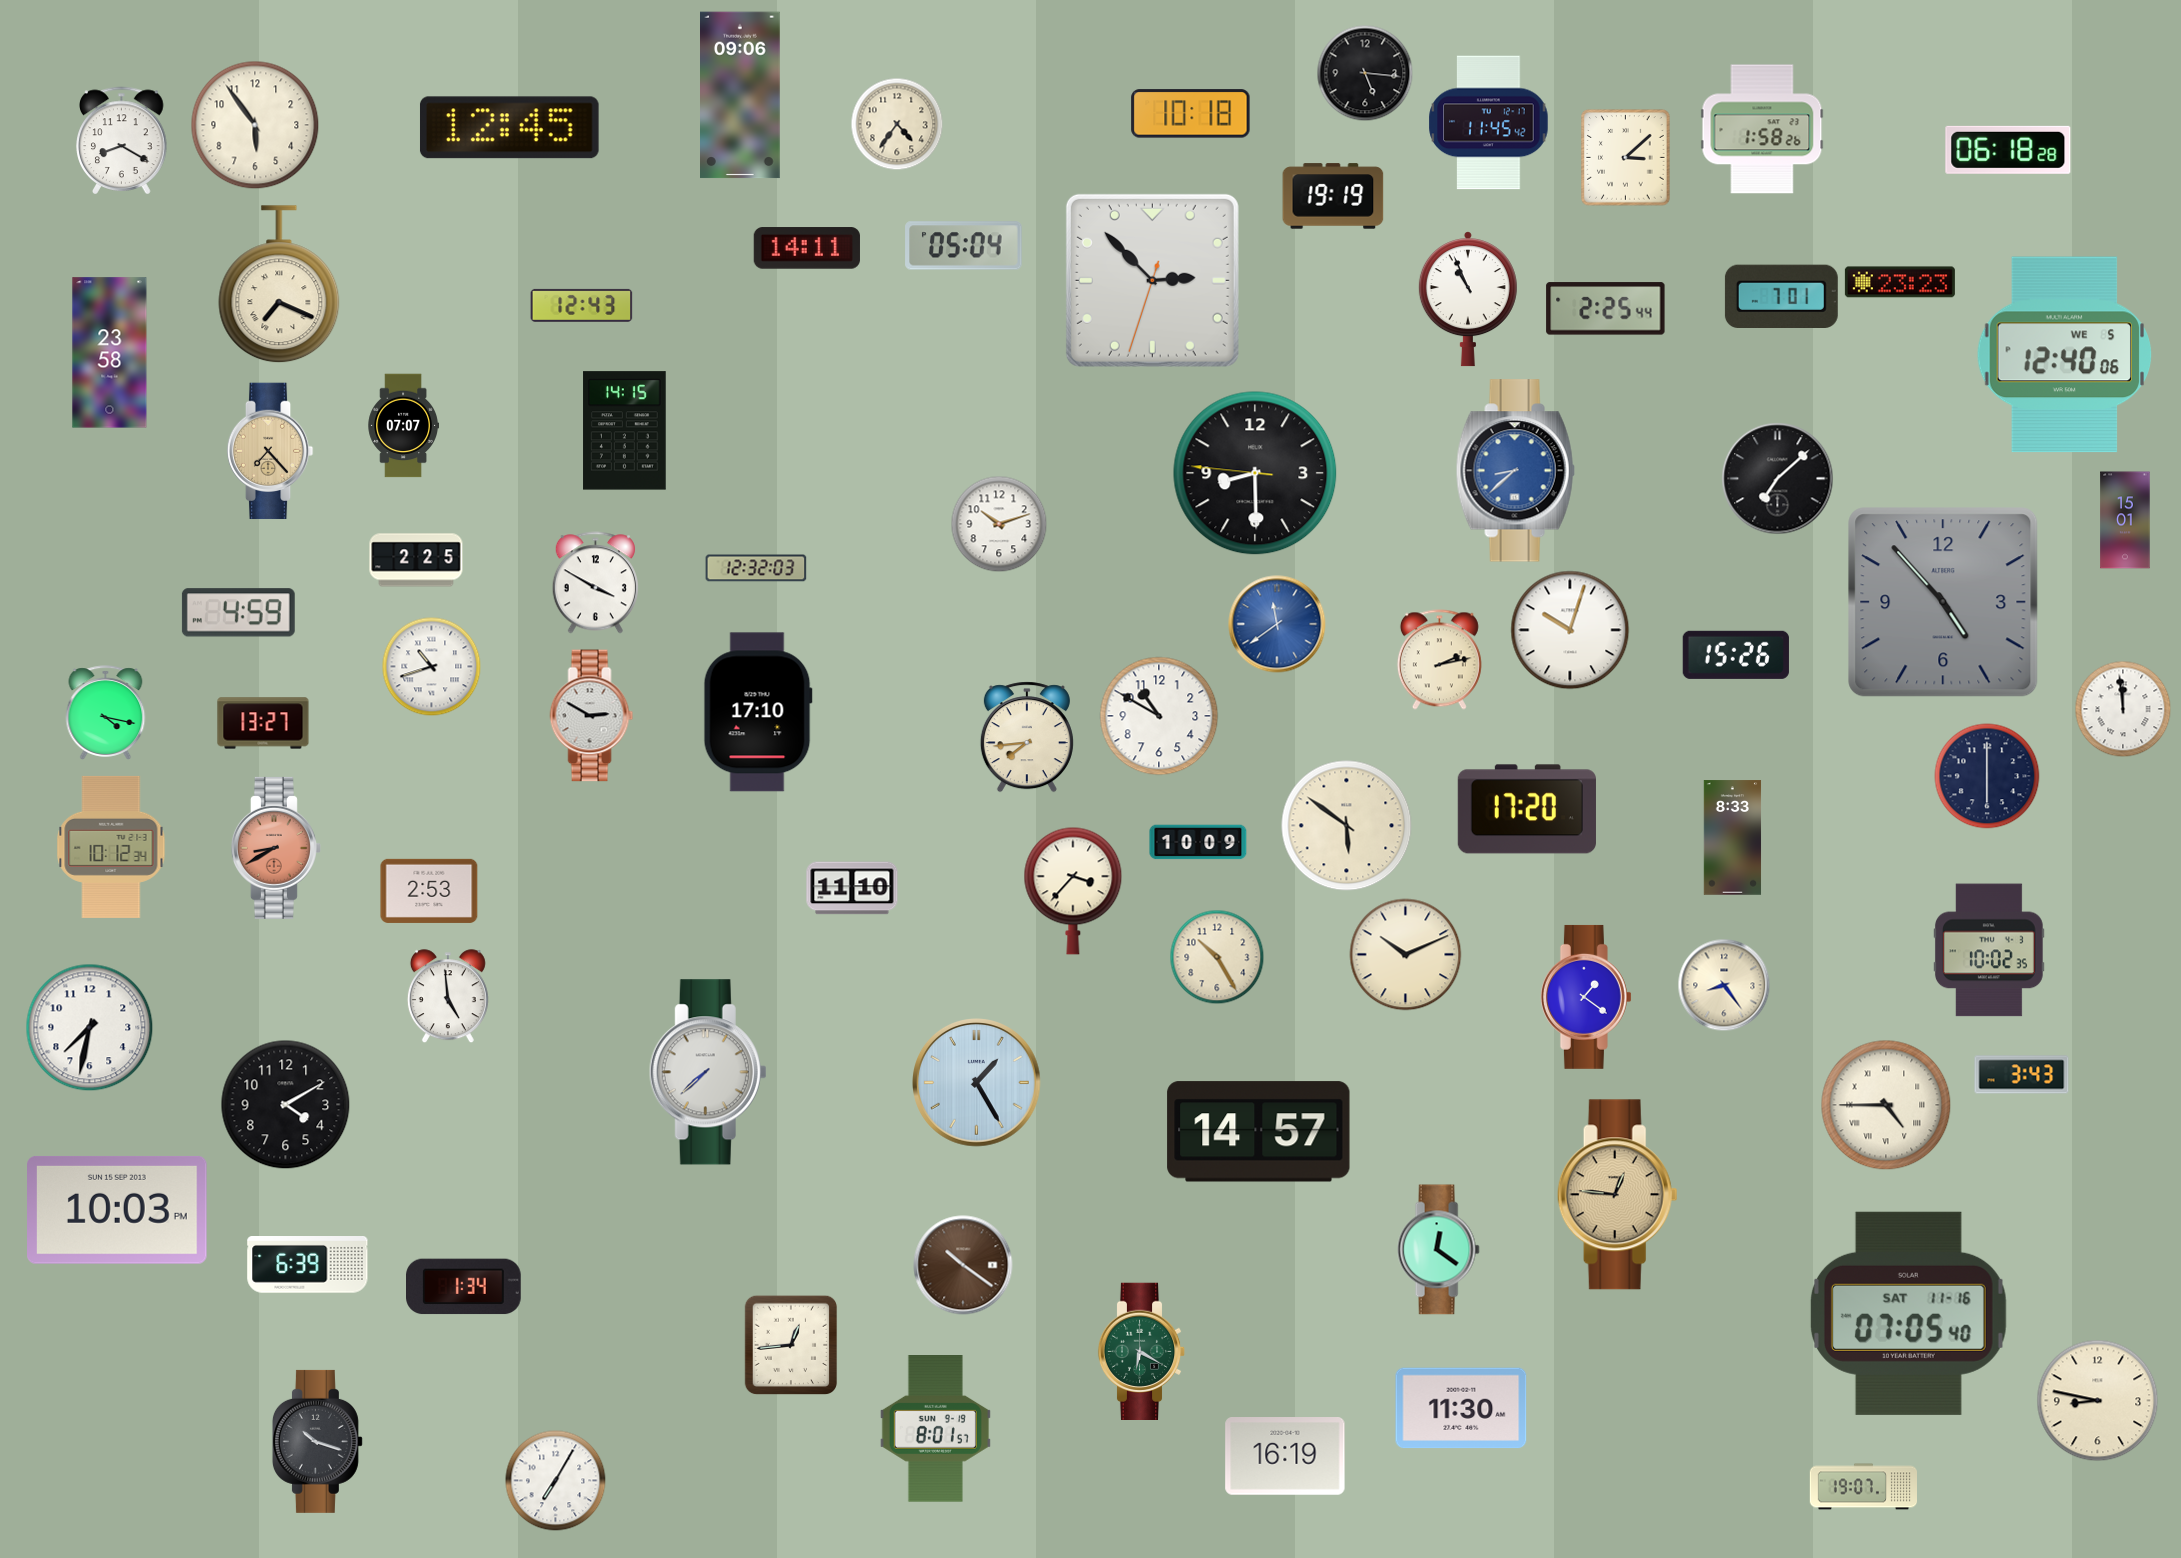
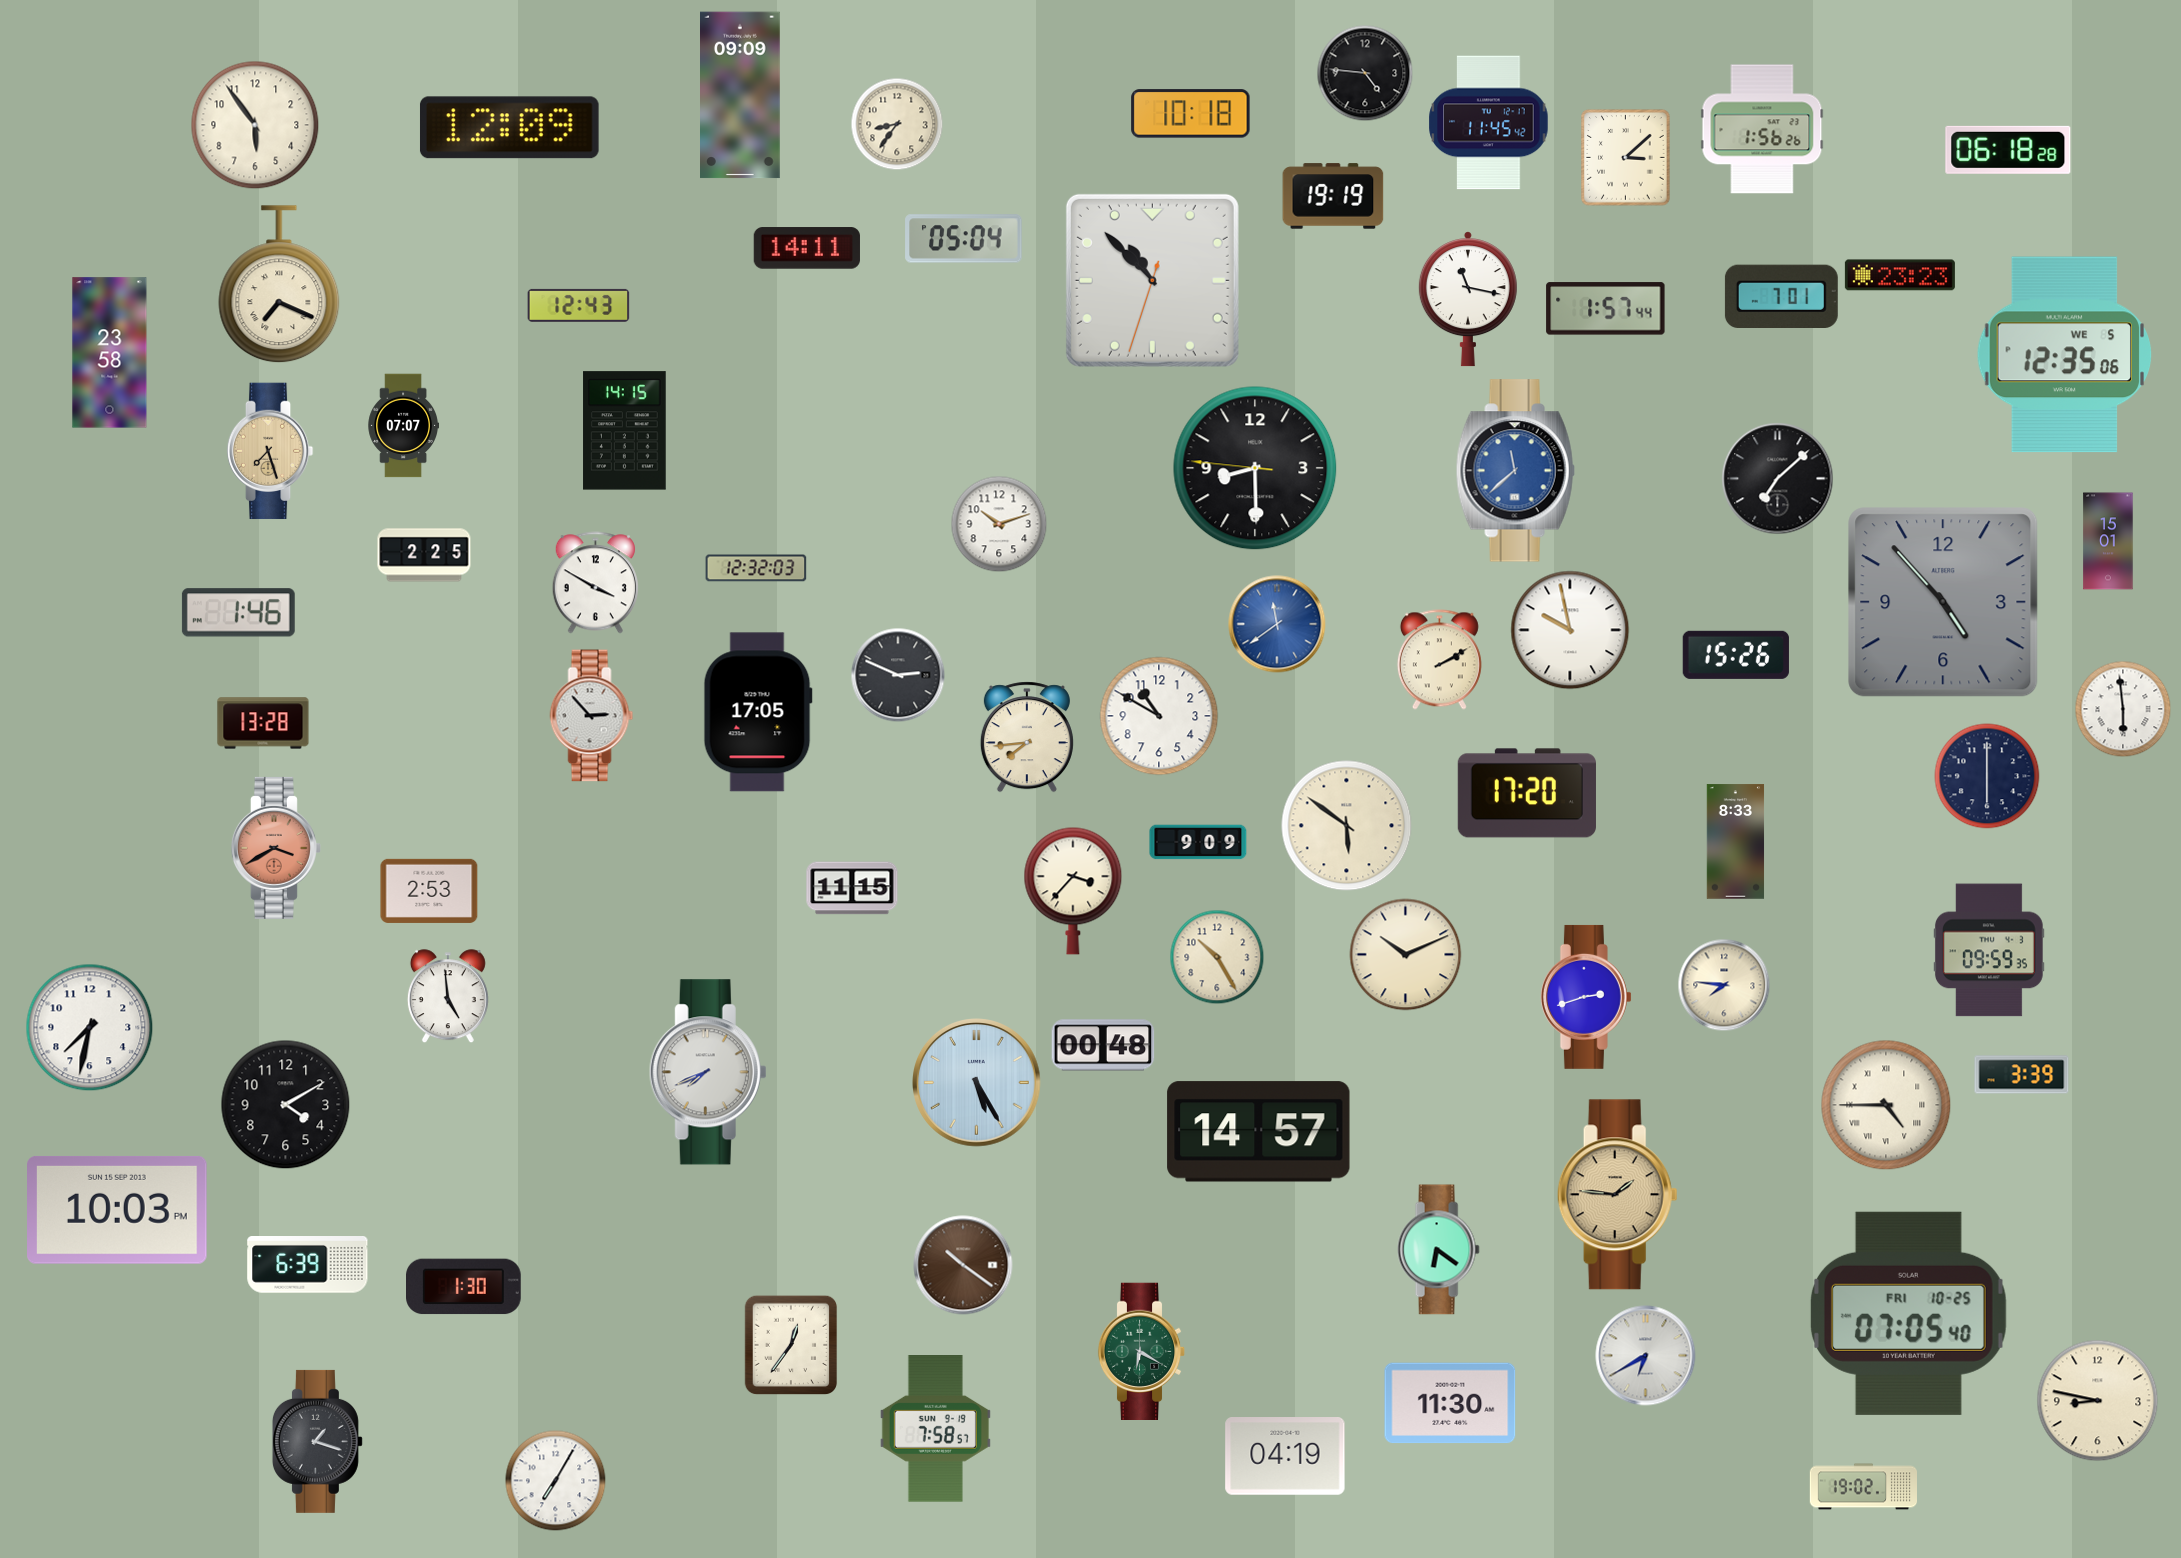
clock at (1365, 73): 5:16 -> 4:46
clock at (741, 95): 09:06 -> 09:09
clock at (897, 124): 4:36 -> 8:36
clock at (509, 128): 12:45 -> 12:09
clock at (1762, 129): 1:58 -> 1:56
clock at (122, 140): 8:20 -> none
clock at (964, 246) position: (964, 246) -> (964, 239)
clock at (1152, 280): 2:52 -> 10:52
clock at (1900, 282) position: (1900, 282) -> (1900, 275)
clock at (1468, 299): 10:56 -> 11:17
clock at (582, 305) position: (582, 305) -> (579, 305)
clock at (1606, 309): 2:25 -> 1:57
clock at (2065, 355): 12:40 -> 12:35
clock at (270, 451): 7:23 -> 7:27
clock at (1515, 471): 8:38 -> 11:38
clock at (1255, 473) position: (1255, 473) -> (1255, 468)
clock at (2125, 520) position: (2125, 520) -> (2108, 541)
clock at (416, 560) position: (416, 560) -> (424, 555)
clock at (238, 613): 4:59 -> 1:46
clock at (1570, 630): 10:03 -> 9:58
clock at (1439, 660): 2:13 -> 2:10
clock at (432, 667): 10:42 -> none
clock at (898, 675): none -> 2:49
clock at (2123, 709): 11:59 -> 5:59
clock at (758, 712): 17:10 -> 17:05
clock at (106, 713): 4:17 -> none
clock at (592, 716): 2:50 -> 2:53
clock at (263, 723): 13:27 -> 13:28
clock at (1527, 809) position: (1527, 809) -> (1527, 793)
clock at (1733, 838) position: (1733, 838) -> (1736, 842)
clock at (1198, 842): 10:09 -> 9:09
clock at (111, 847): 10:12 -> none
clock at (276, 848): 8:40 -> 3:40
clock at (852, 888): 11:10 -> 11:15
clock at (1989, 950): 10:02 -> 09:59
clock at (1724, 985): 8:24 -> 7:46
clock at (1586, 997): 1:21 -> 2:42
clock at (1103, 1045): none -> 00:48
clock at (708, 1072): 7:38 -> 7:41
clock at (2022, 1075): 3:43 -> 3:39
clock at (977, 1083): 1:25 -> 5:25
clock at (1617, 1195): 12:46 -> 1:46
clock at (1438, 1250): 12:21 -> 6:21
clock at (464, 1287): 1:34 -> 1:30
clock at (1908, 1313) date: SAT 11-16 -> FRI 10-25
clock at (791, 1345): 12:44 -> 12:36
clock at (1646, 1356): none -> 6:40
clock at (1461, 1408) position: (1461, 1408) -> (1450, 1403)
clock at (935, 1429): 8:01 -> 7:58
clock at (317, 1441): 10:18 -> 1:18
clock at (1285, 1457): 16:19 -> 04:19
clock at (1863, 1487): 19:07 -> 19:02
